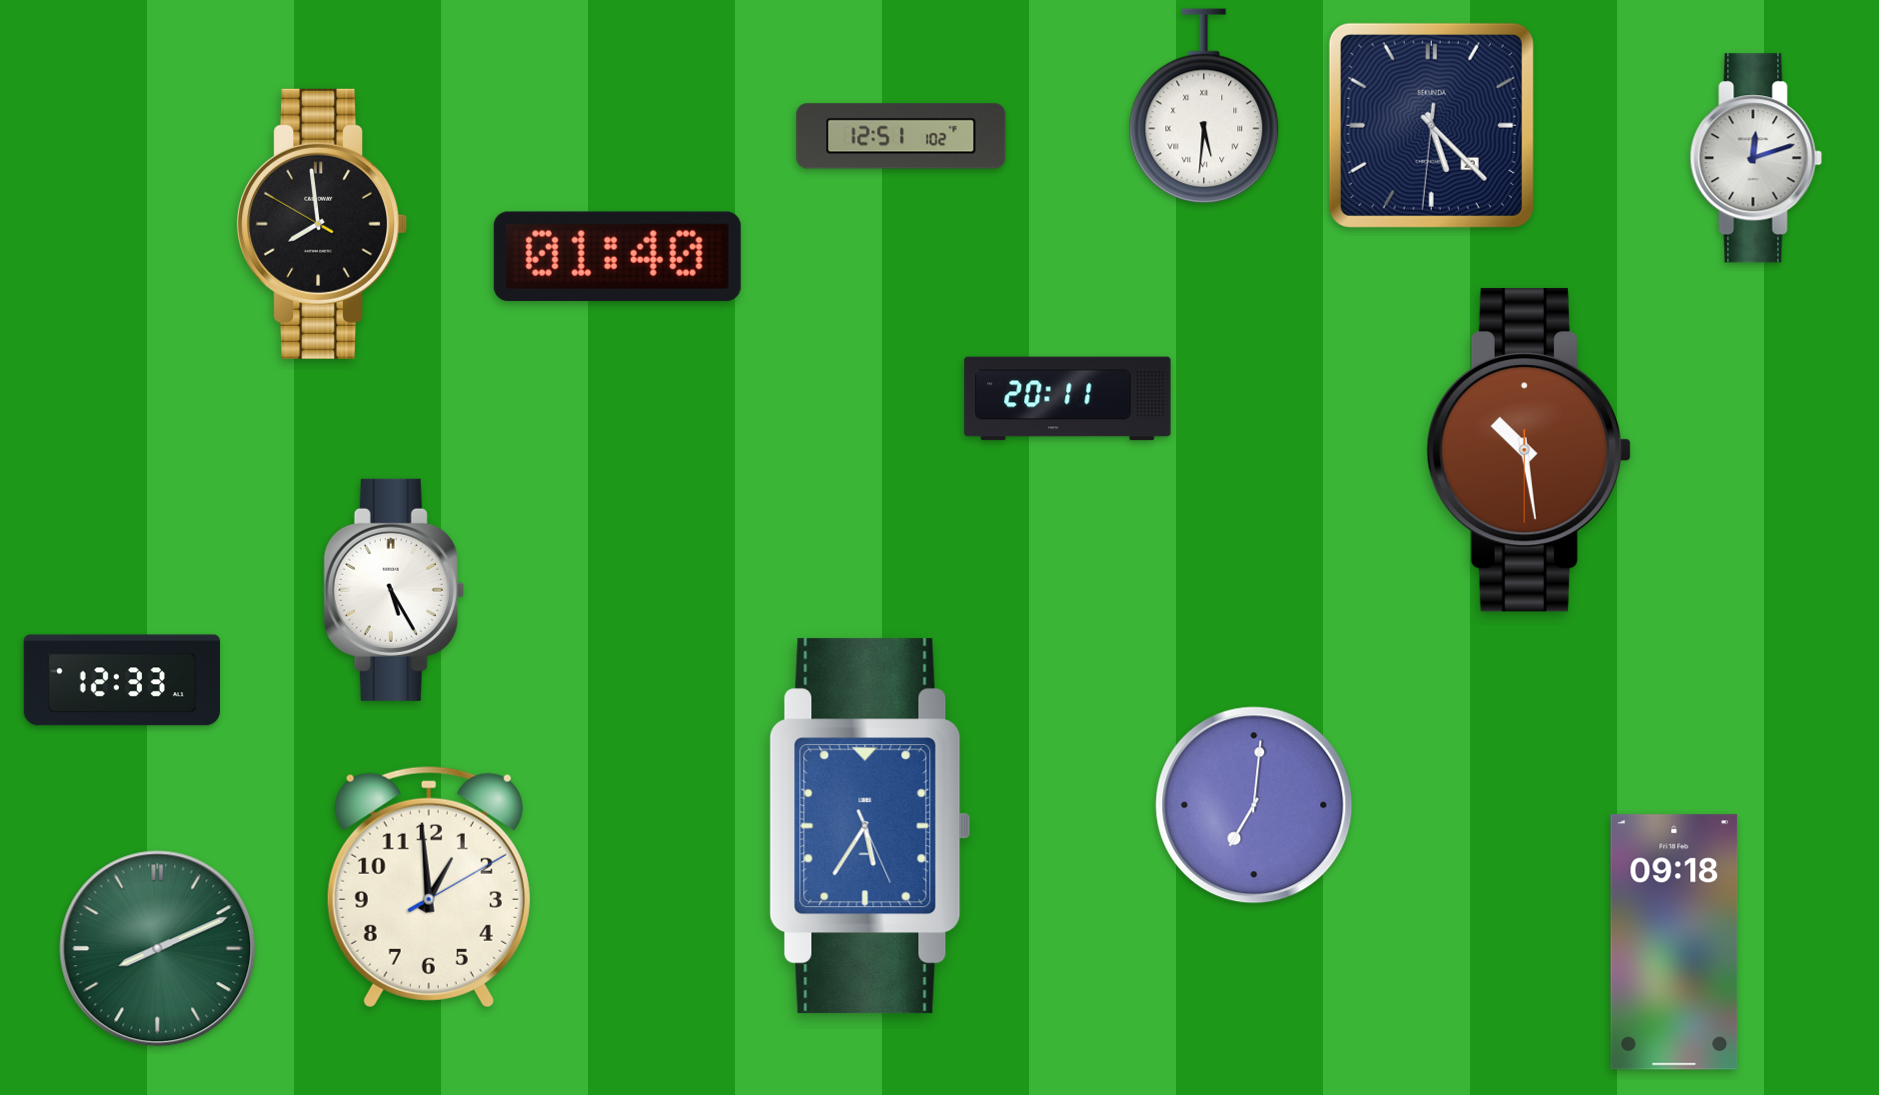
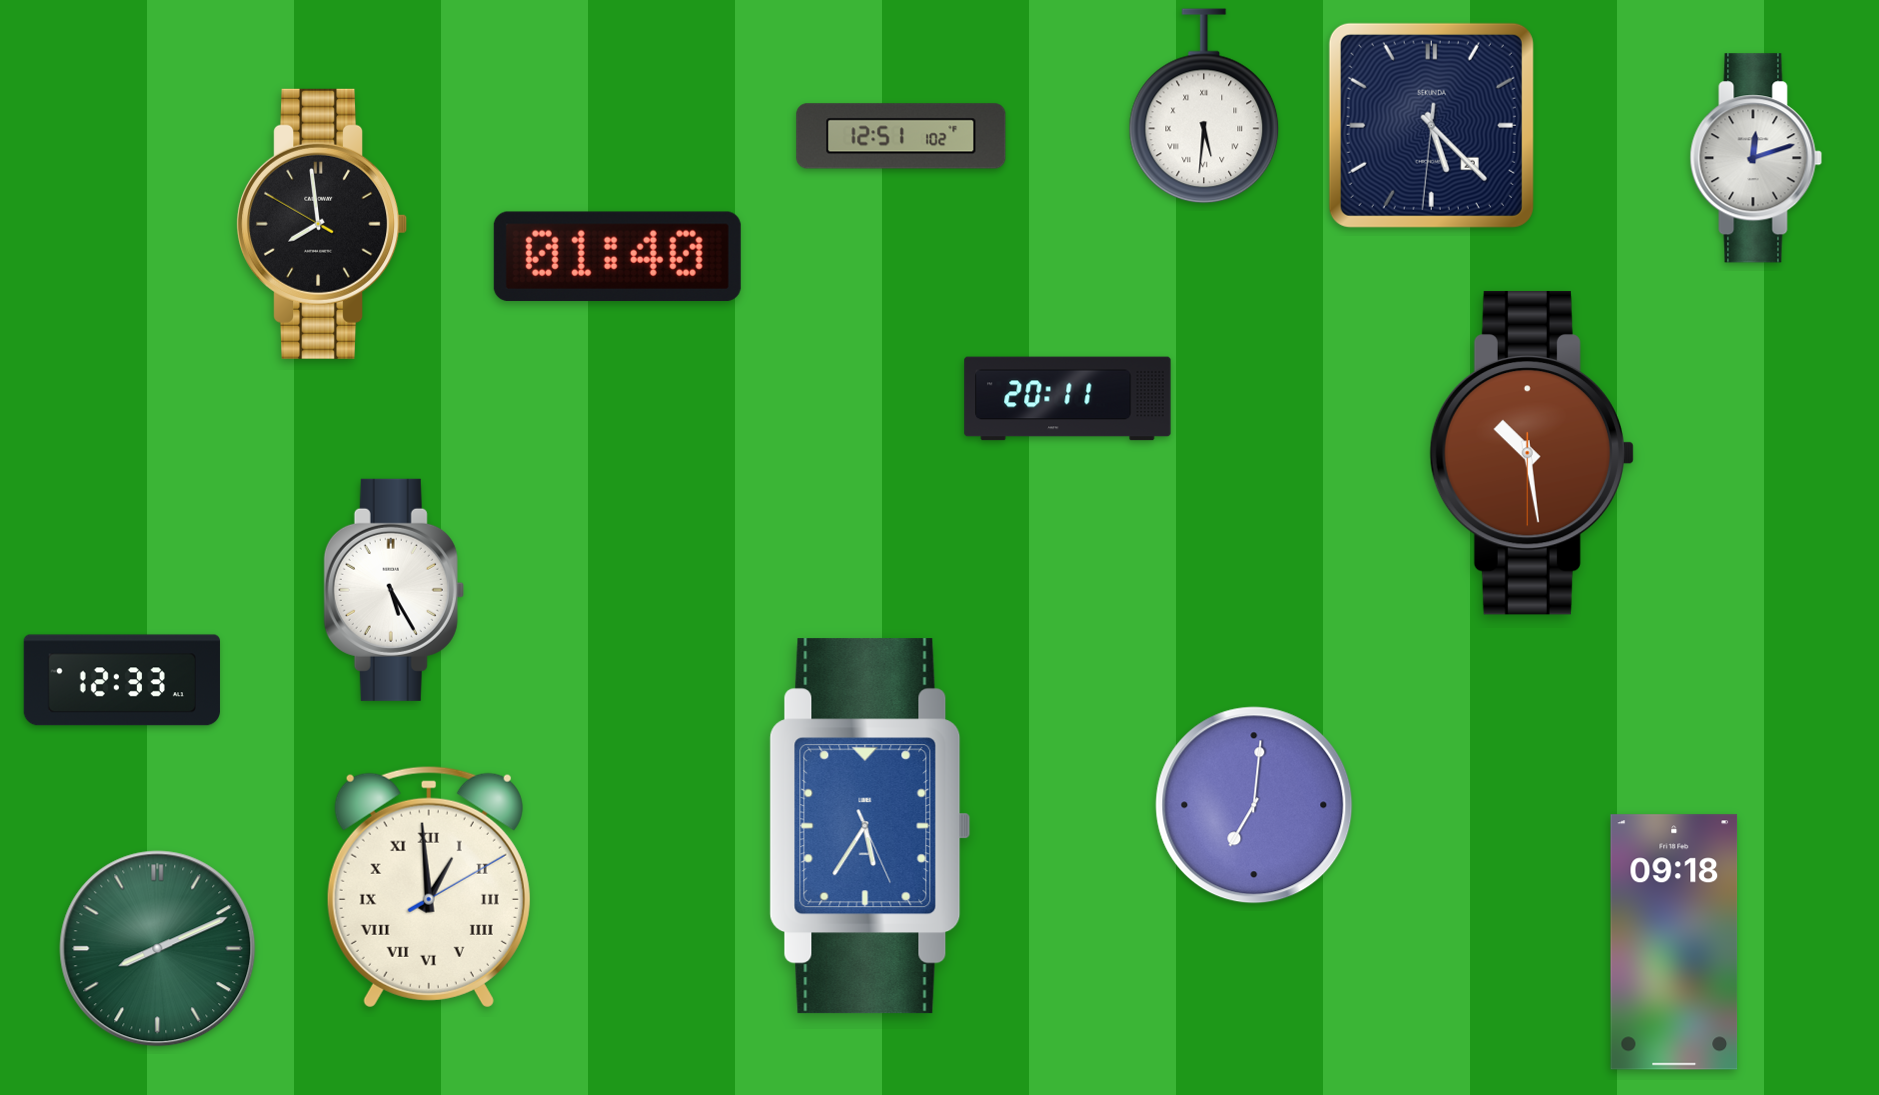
clock at (1529, 450) position: (1529, 450) -> (1532, 453)
clock at (429, 887) numerals: Arabic -> Roman
